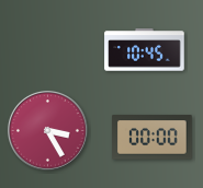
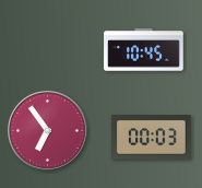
clock at (47, 130): 3:25 -> 6:54
clock at (153, 138): 00:00 -> 00:03
